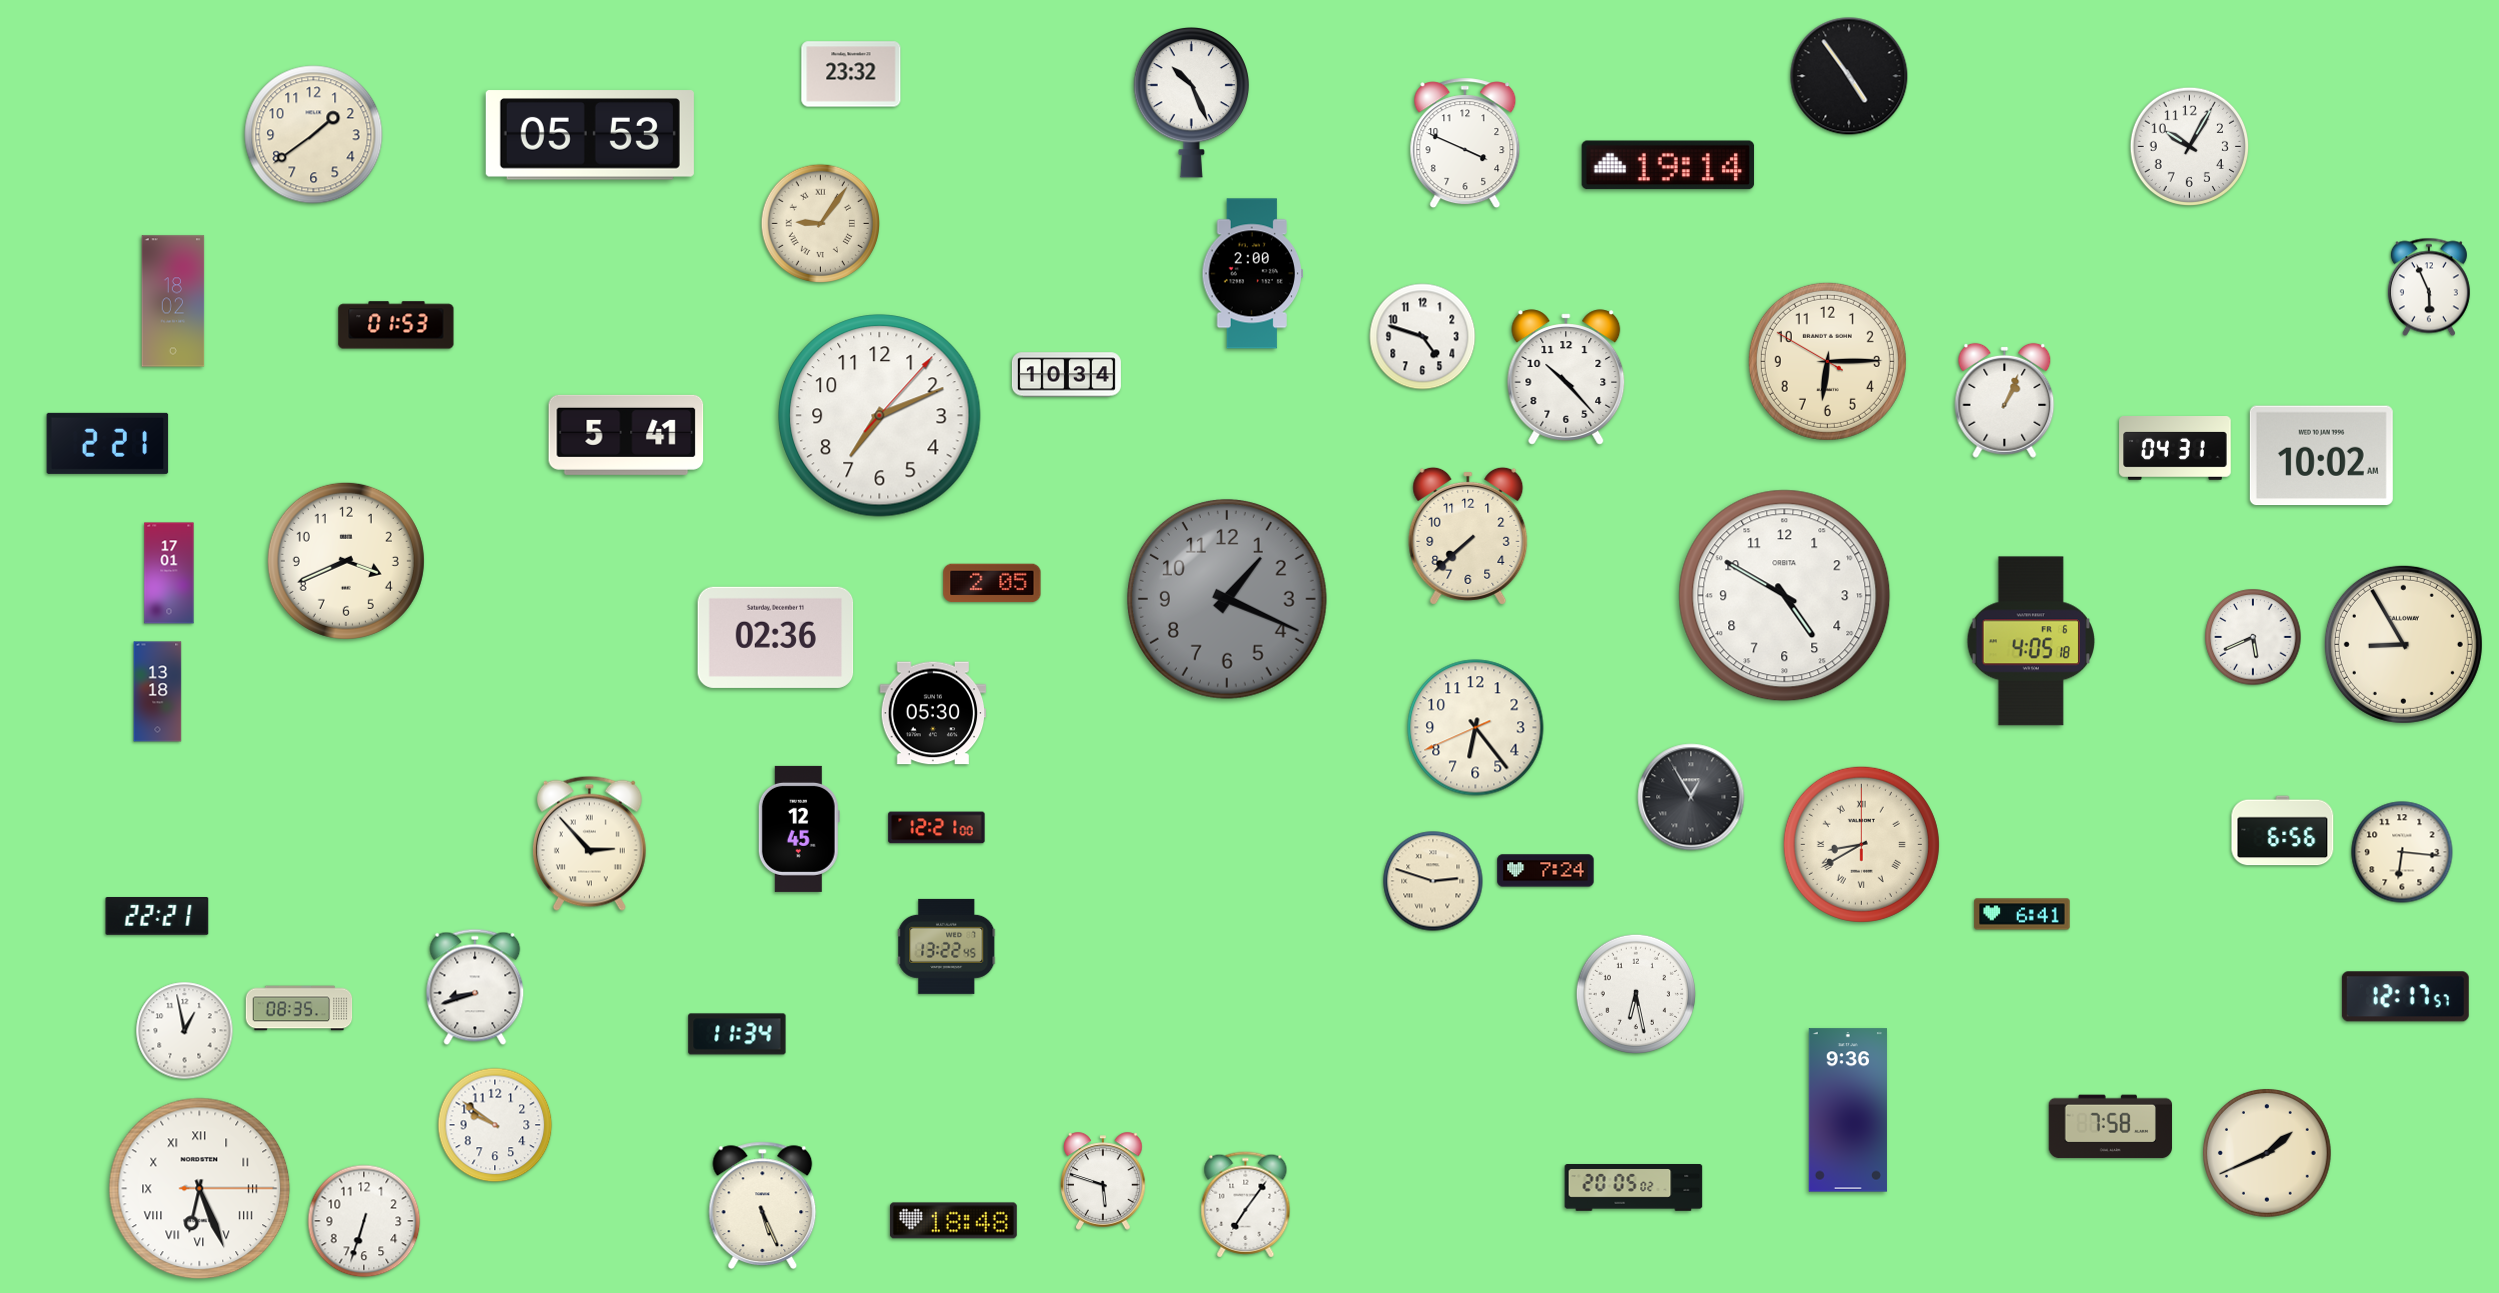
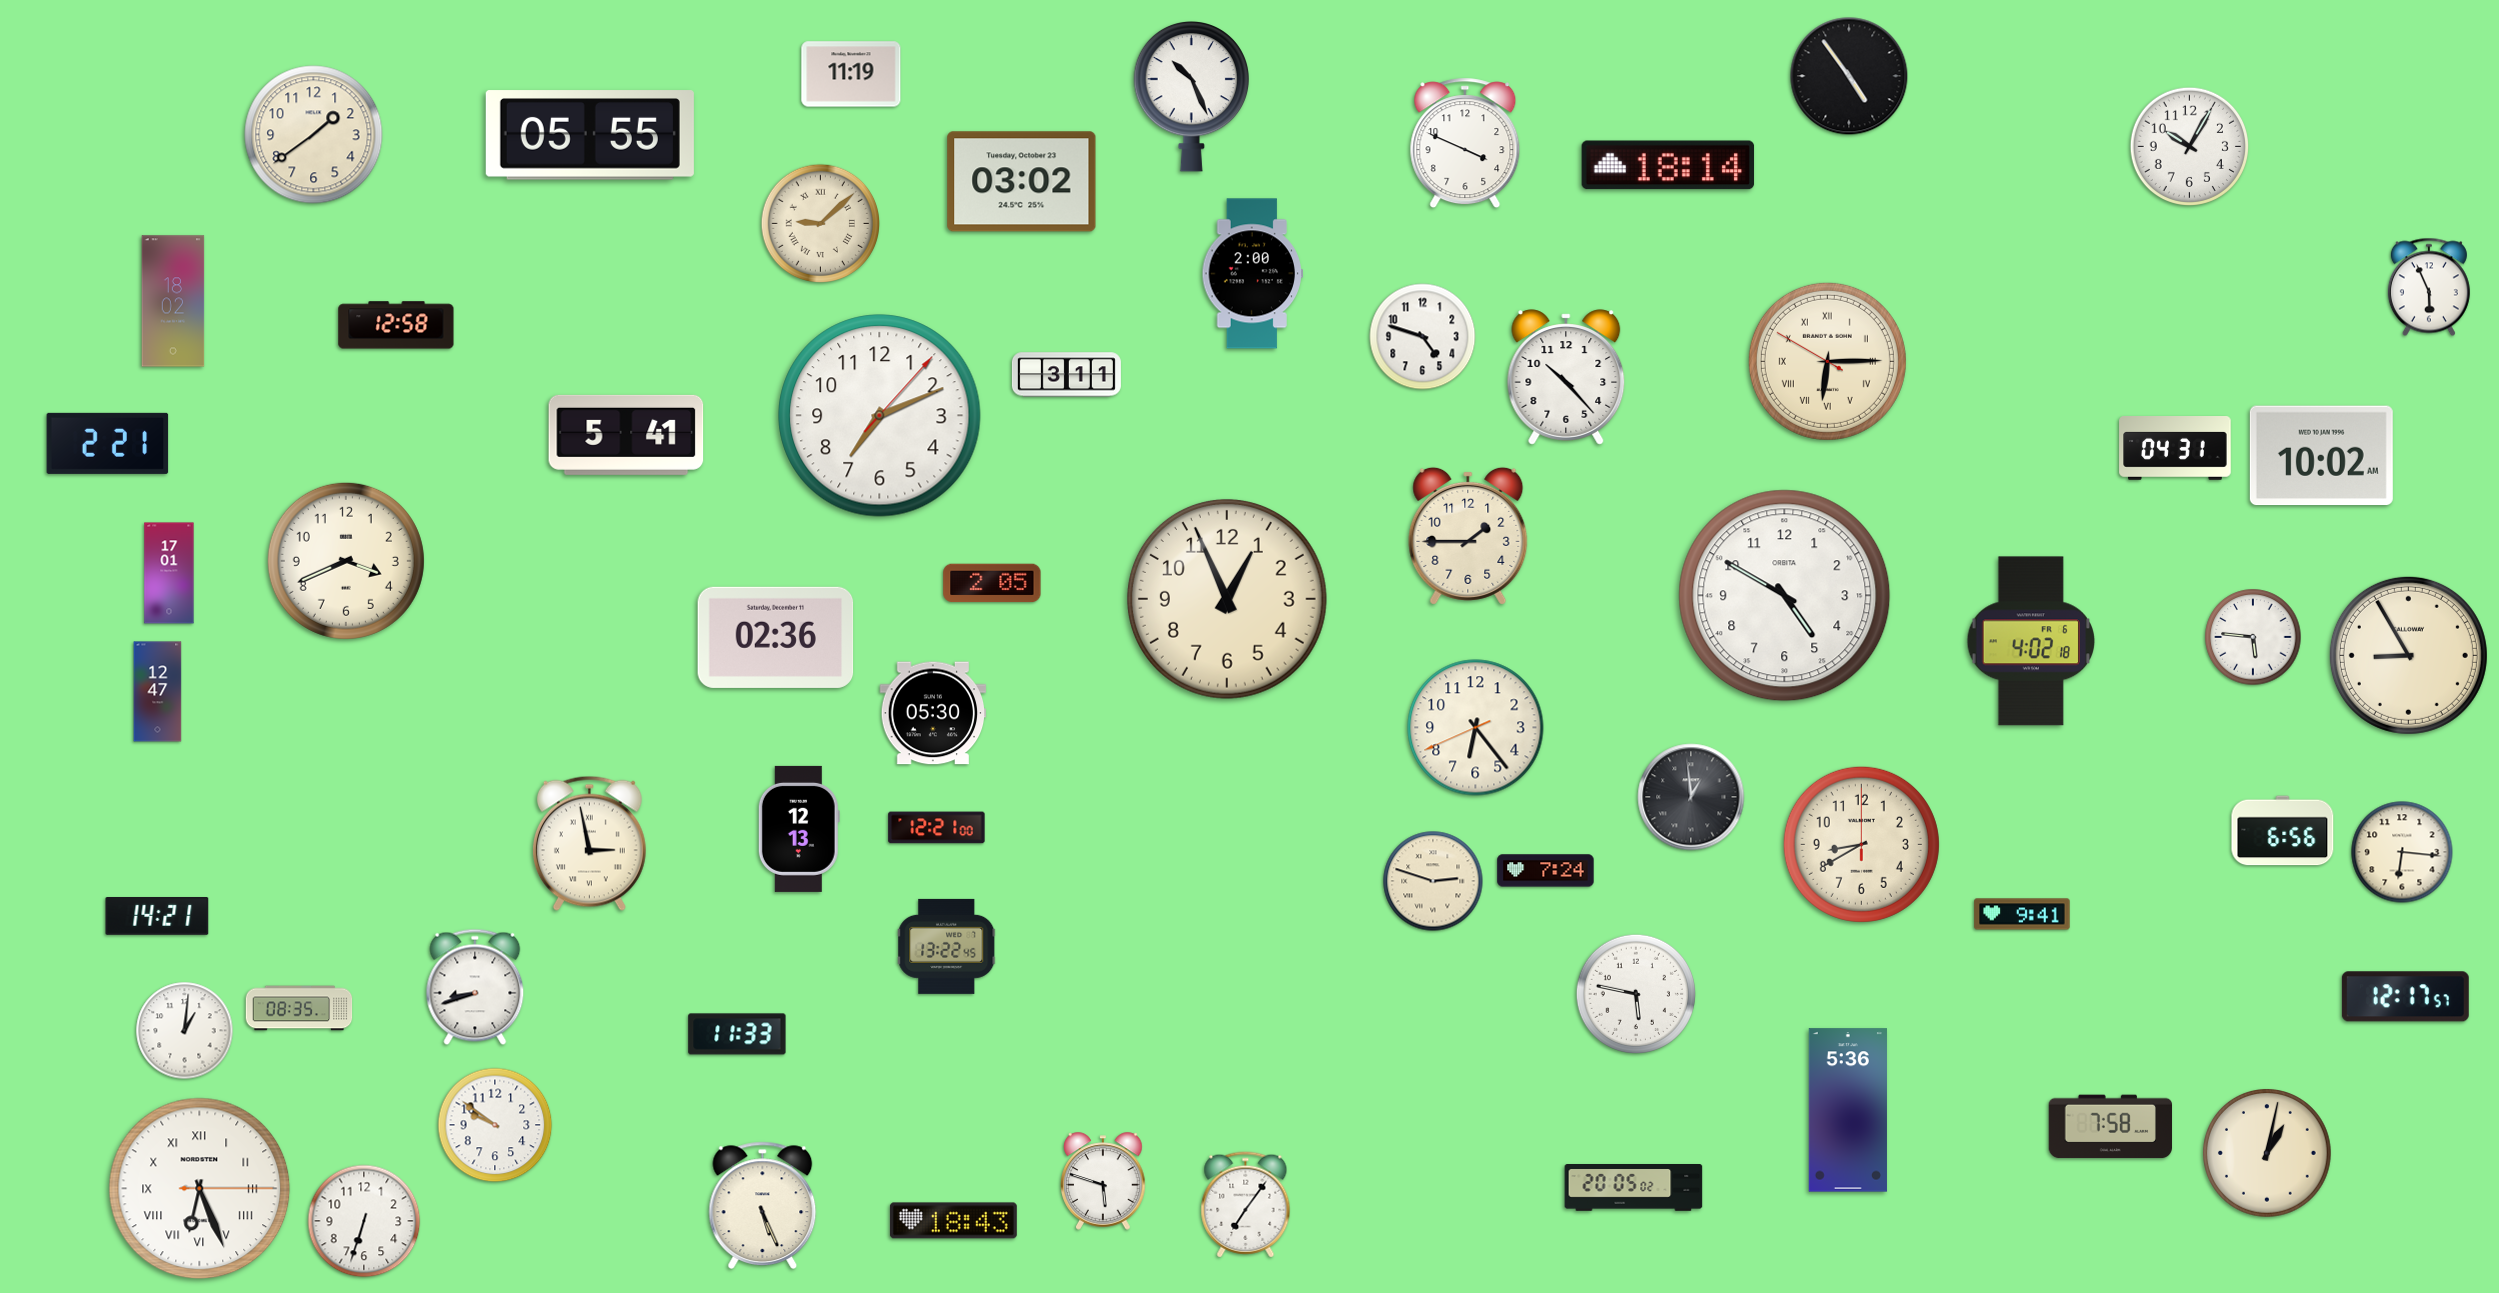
clock at (851, 74): 23:32 -> 11:19
clock at (1191, 102) position: (1191, 102) -> (1191, 96)
clock at (590, 135): 05:53 -> 05:55
clock at (1668, 165): 19:14 -> 18:14
clock at (1022, 182): none -> 03:02
clock at (820, 223): 9:06 -> 9:08
clock at (396, 325): 01:53 -> 12:58
clock at (1827, 361) numerals: Arabic -> Roman
clock at (1066, 375): 10:34 -> 3:11
clock at (2005, 400): 1:04 -> none
clock at (1468, 536): 7:38 -> 1:45
clock at (1227, 599): 1:19 -> 12:56
clock at (1227, 599) dial: grey -> cream
clock at (2253, 637): 5:41 -> 5:46
clock at (2030, 641): 4:05 -> 4:02
clock at (2403, 644) position: (2403, 644) -> (2408, 655)
clock at (158, 692): 13:18 -> 12:47
clock at (1691, 797): 12:55 -> 12:59
clock at (799, 829): 12:45 -> 12:13
clock at (589, 843): 2:53 -> 2:58
clock at (1861, 844) numerals: Roman -> Arabic
clock at (2022, 914): 6:41 -> 9:41
clock at (157, 917): 22:21 -> 14:21
clock at (1636, 994): 6:28 -> 5:47
clock at (185, 1031): 12:58 -> 1:01
clock at (737, 1034): 11:34 -> 11:33
clock at (1848, 1110): 9:36 -> 5:36
clock at (2268, 1154): 1:41 -> 1:02
clock at (953, 1221): 18:48 -> 18:43
